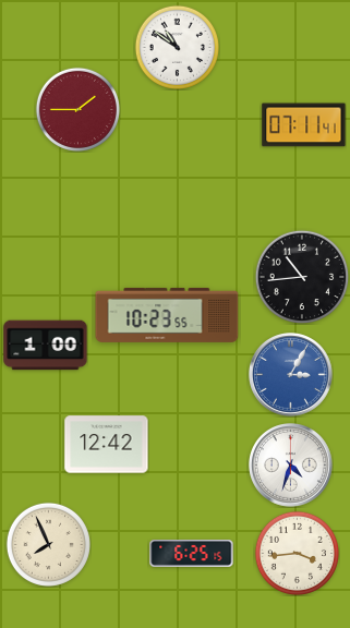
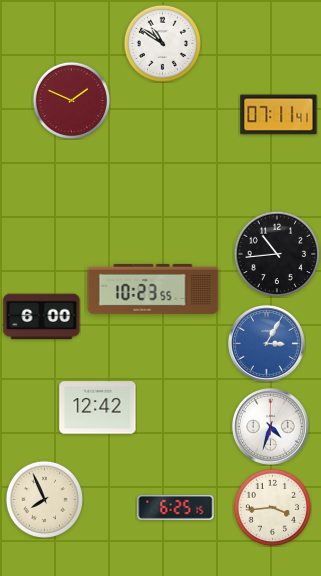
clock at (77, 109): 1:45 -> 1:49
clock at (46, 346): 1:00 -> 6:00
clock at (291, 466) position: (291, 466) -> (271, 427)
